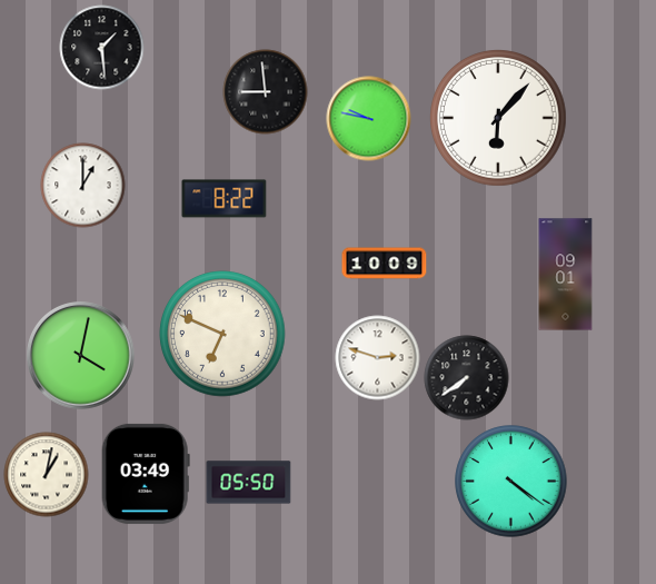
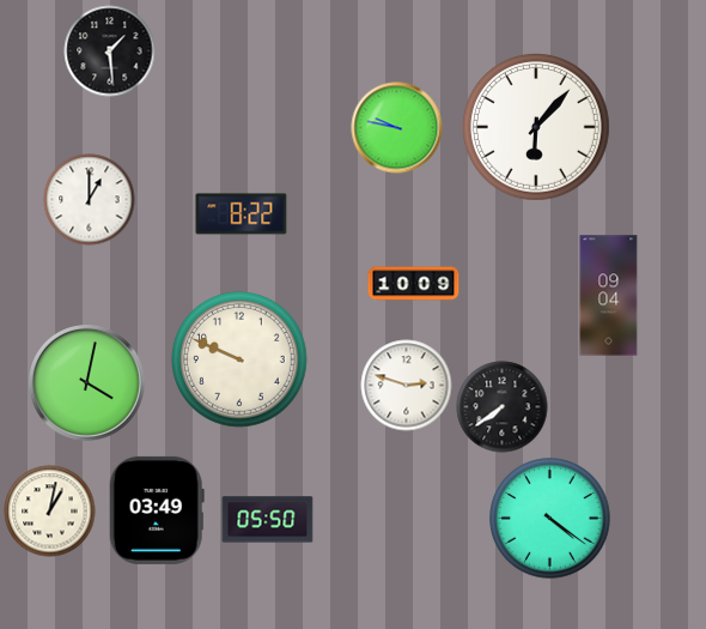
clock at (266, 92): 8:59 -> none
clock at (566, 275): 09:01 -> 09:04
clock at (222, 334): 6:49 -> 9:49
